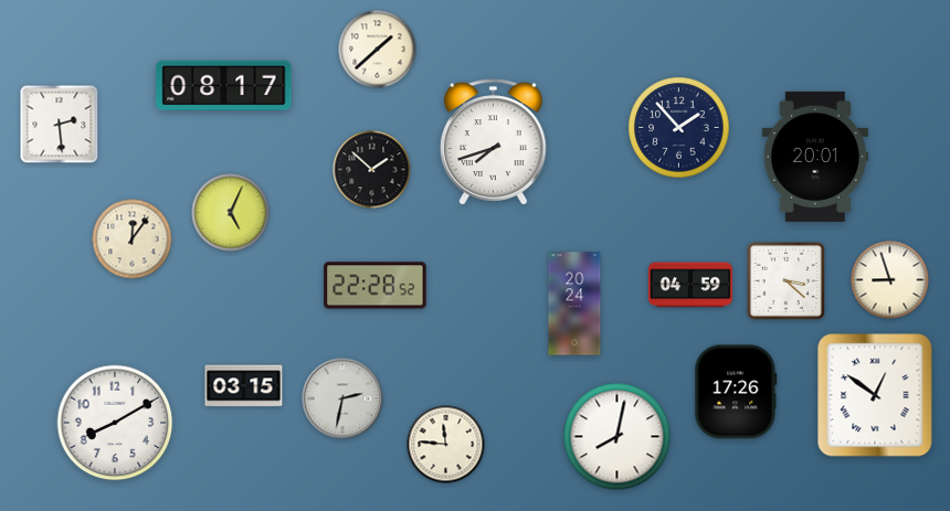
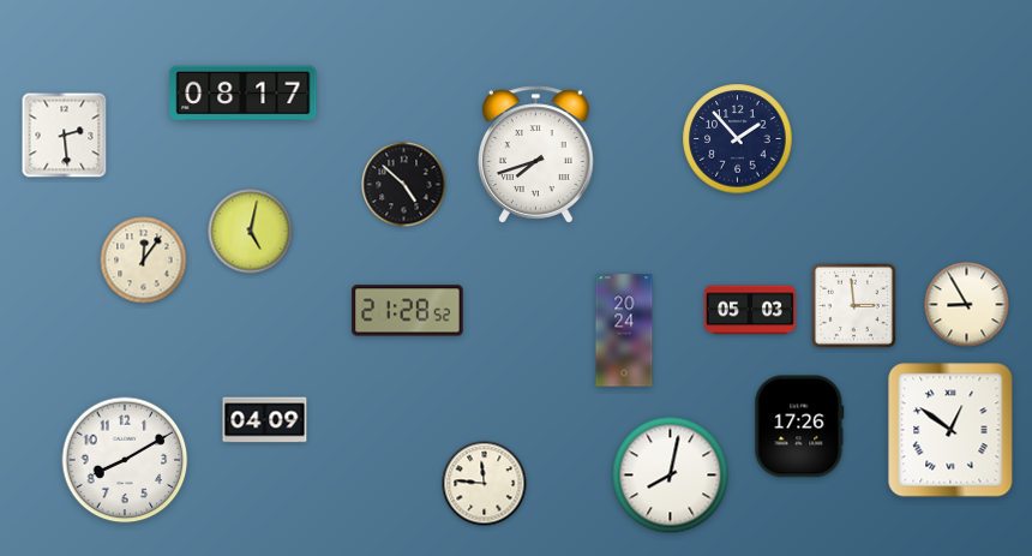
clock at (378, 50): 1:38 -> none
clock at (815, 157): 20:01 -> none
clock at (372, 170): 1:52 -> 4:52
clock at (231, 213): 5:04 -> 5:02
clock at (785, 280): 3:22 -> 2:59
clock at (890, 280): 8:57 -> 8:55
clock at (690, 285): 04:59 -> 05:03
clock at (376, 286): 22:28 -> 21:28
clock at (244, 386): 03:15 -> 04:09
clock at (342, 398): 2:32 -> none
